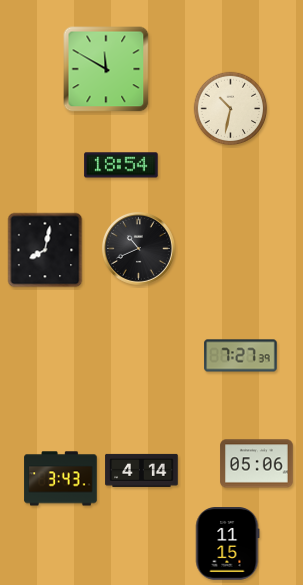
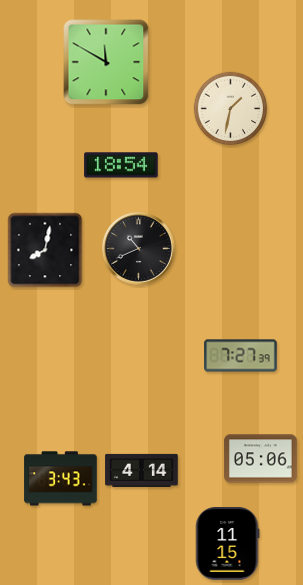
clock at (106, 69) position: (106, 69) -> (106, 62)
clock at (231, 109): 10:32 -> 1:32
clock at (257, 464) position: (257, 464) -> (261, 459)
